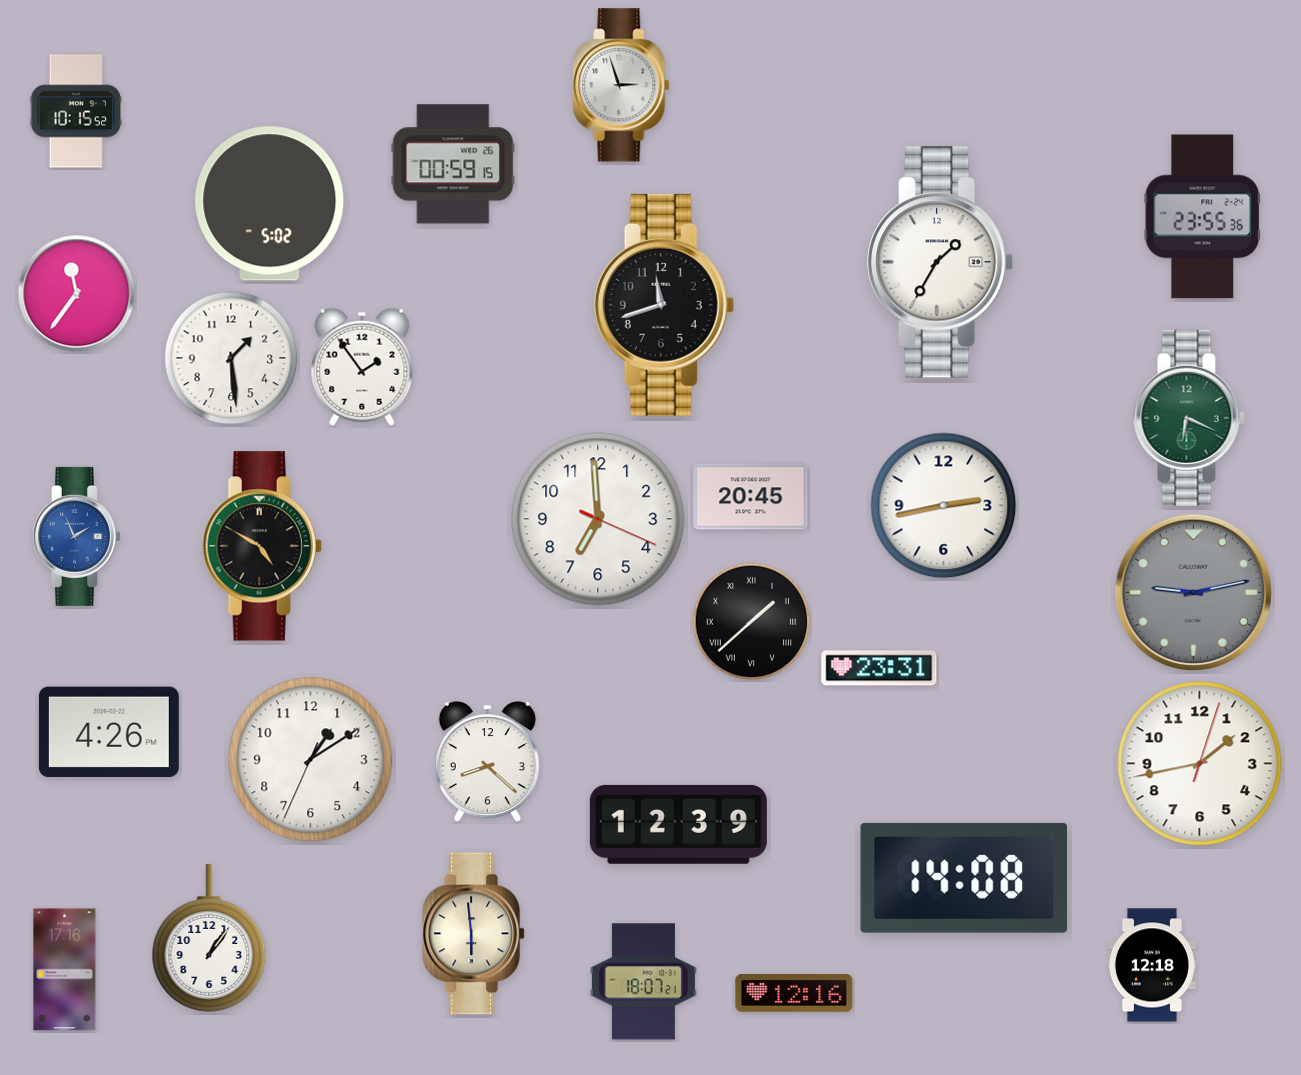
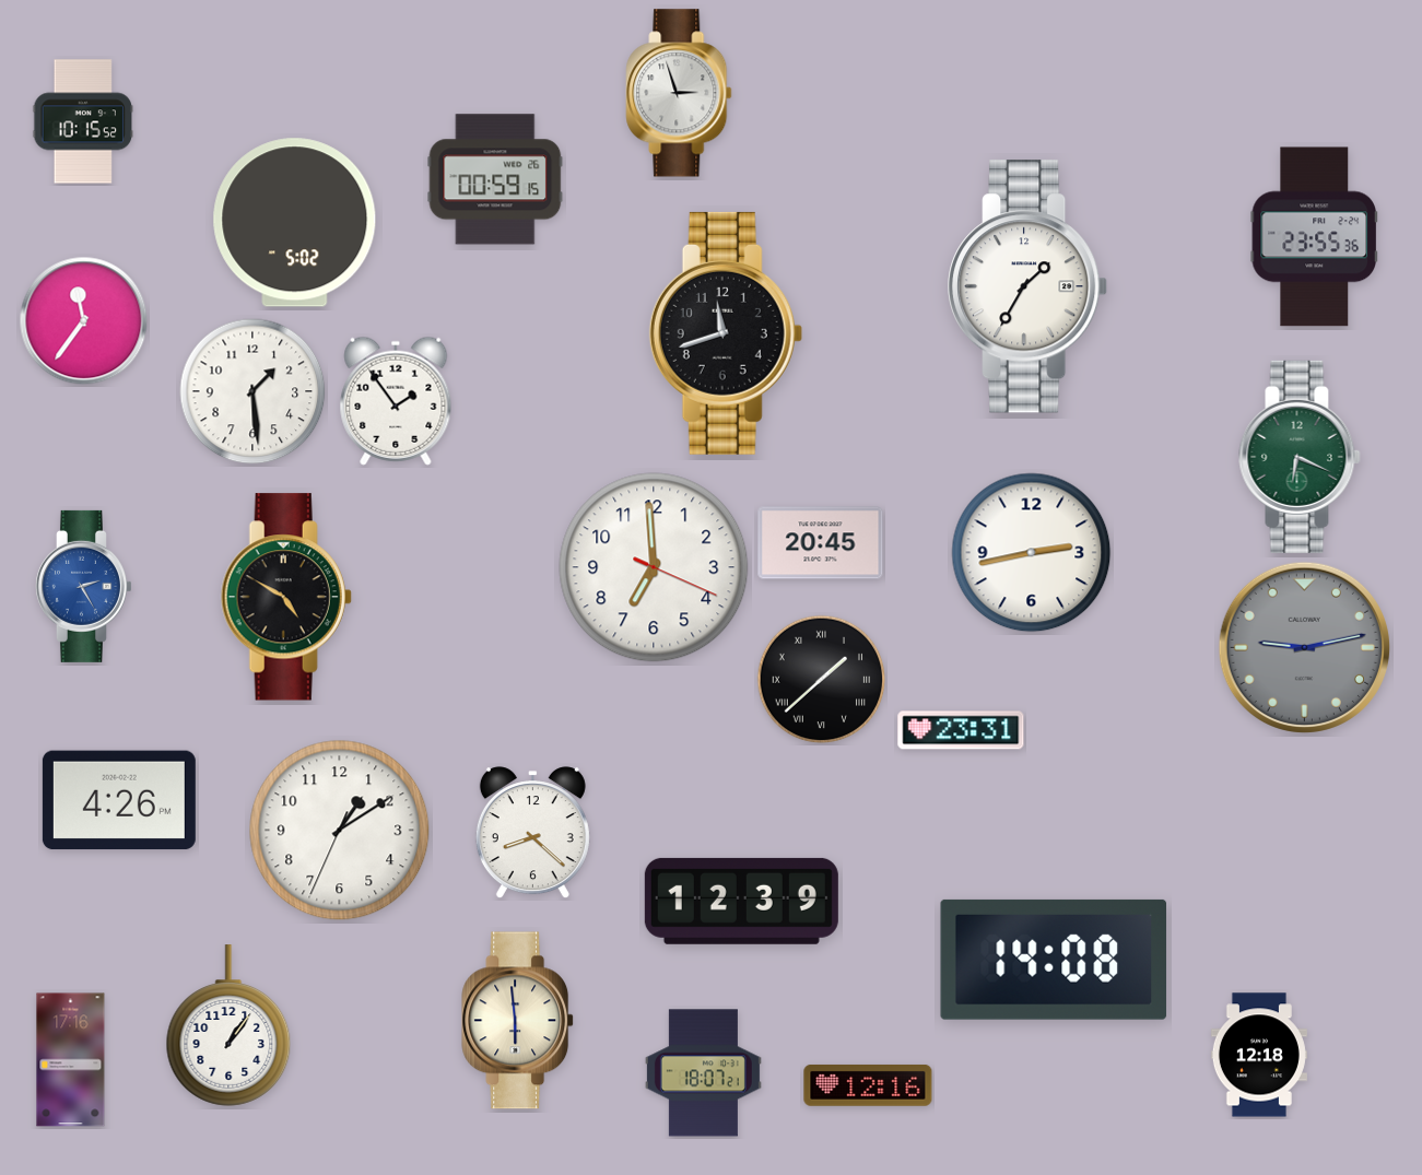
clock at (76, 536): 1:56 -> 2:25
clock at (1200, 764): 1:43 -> none
